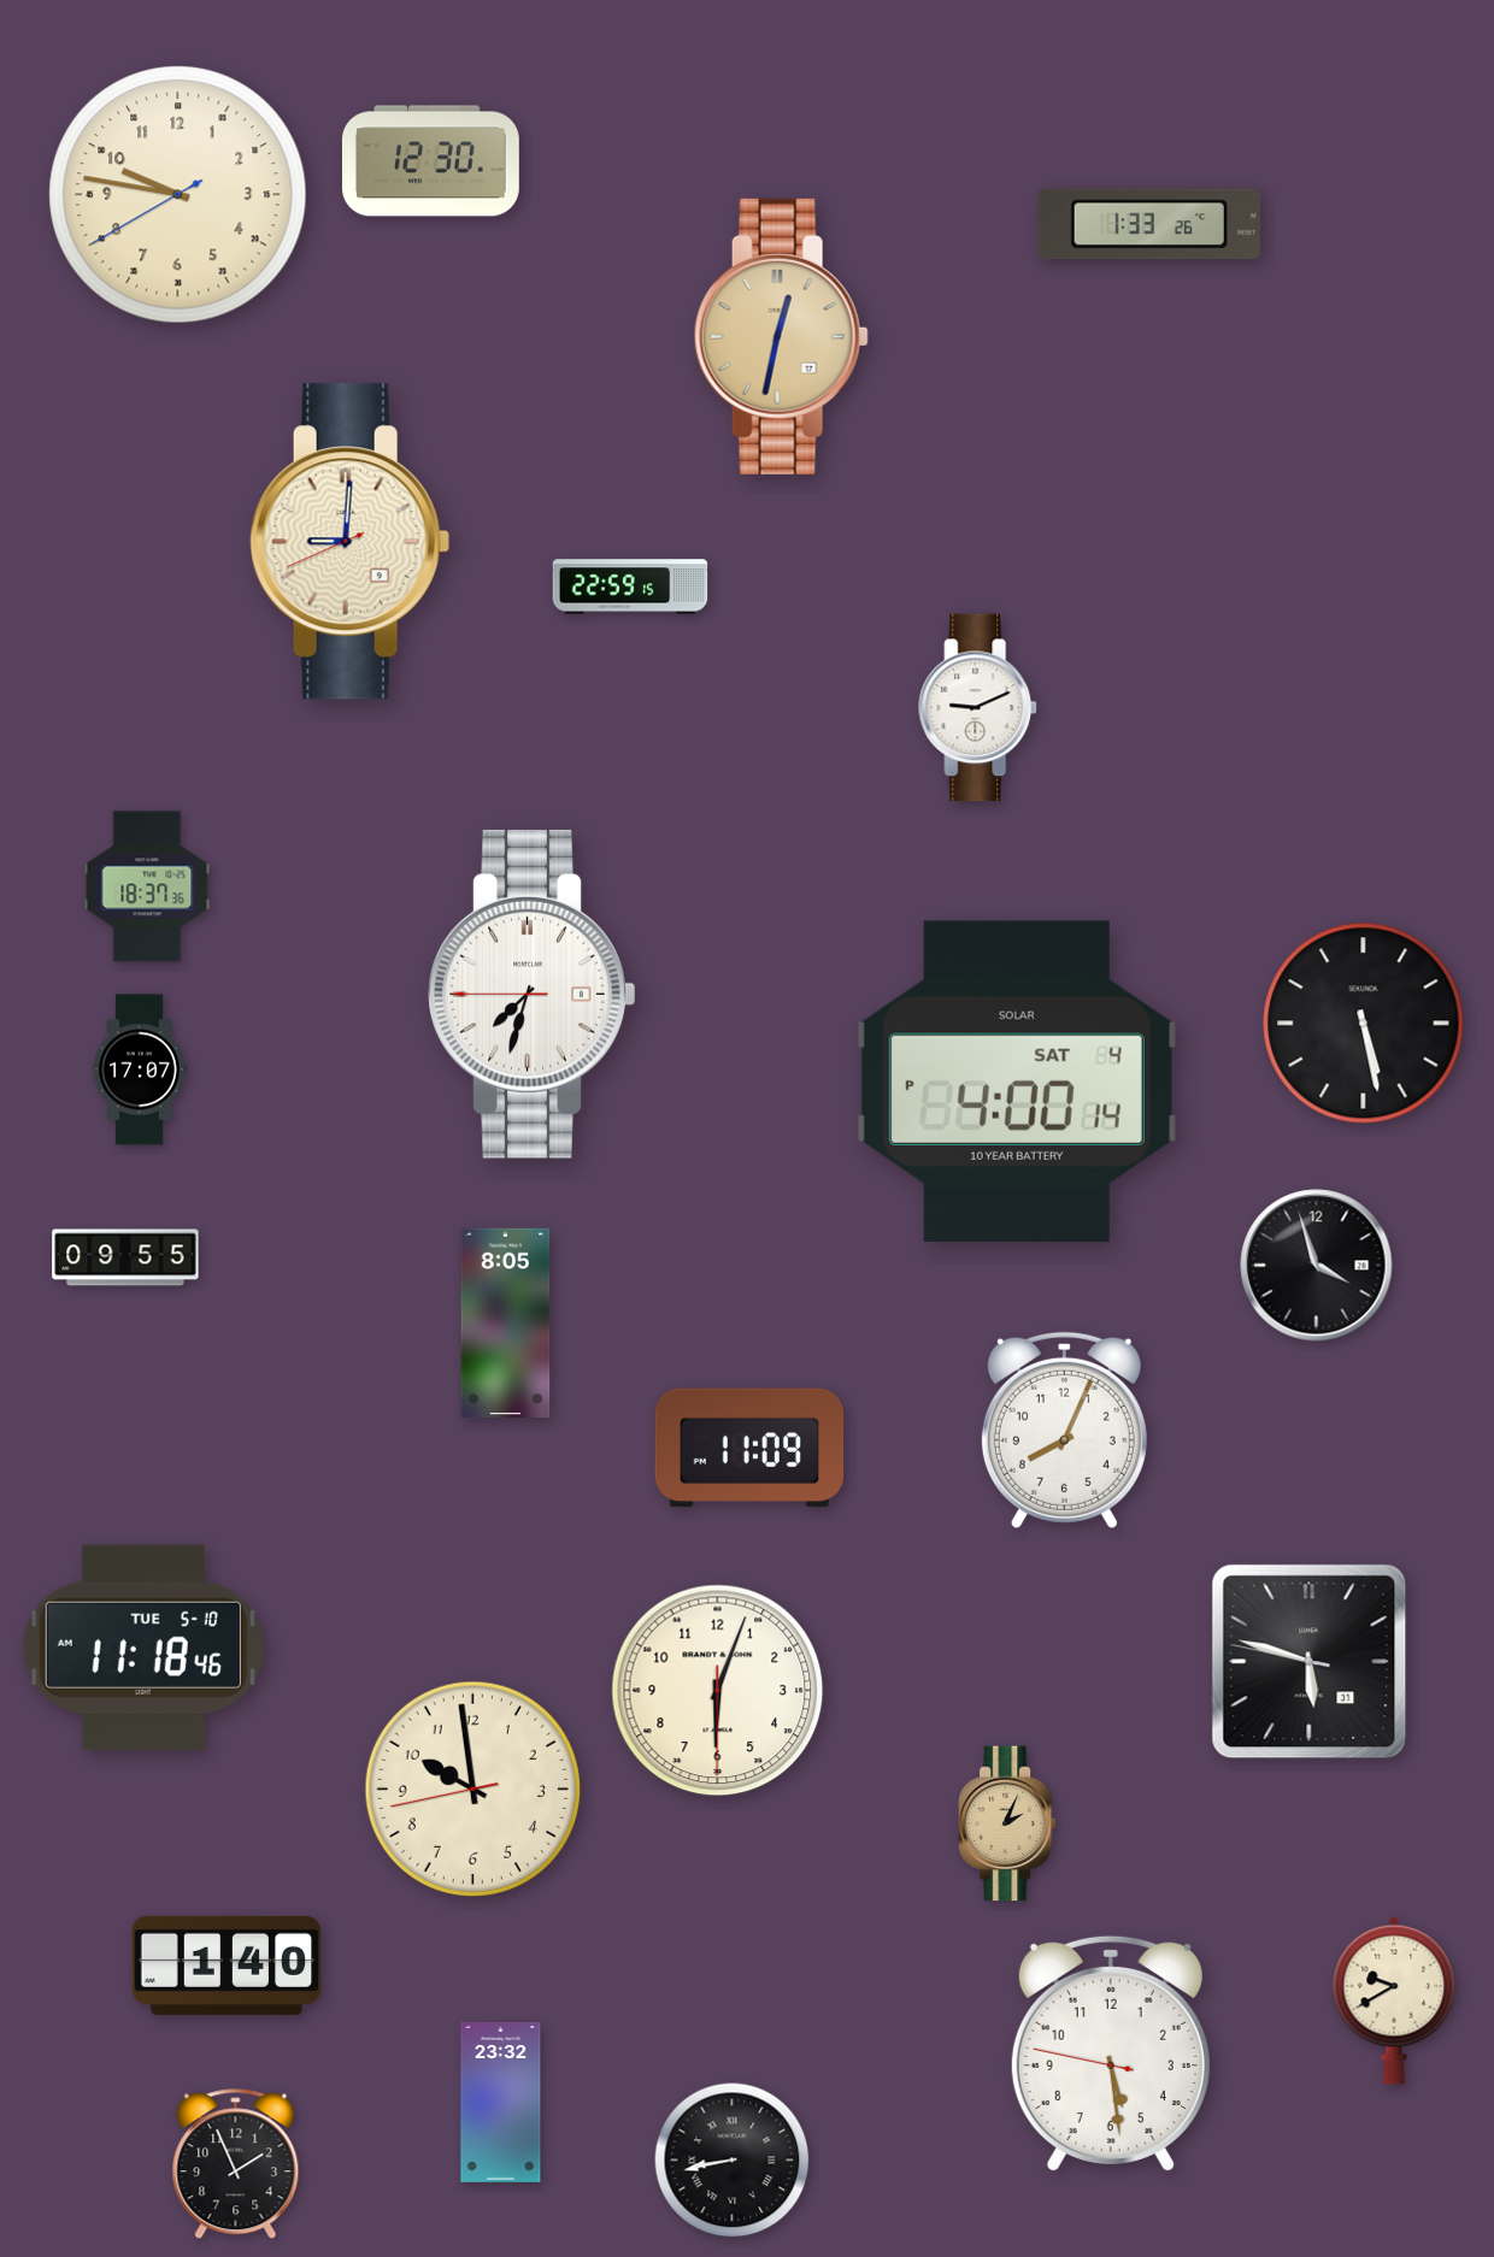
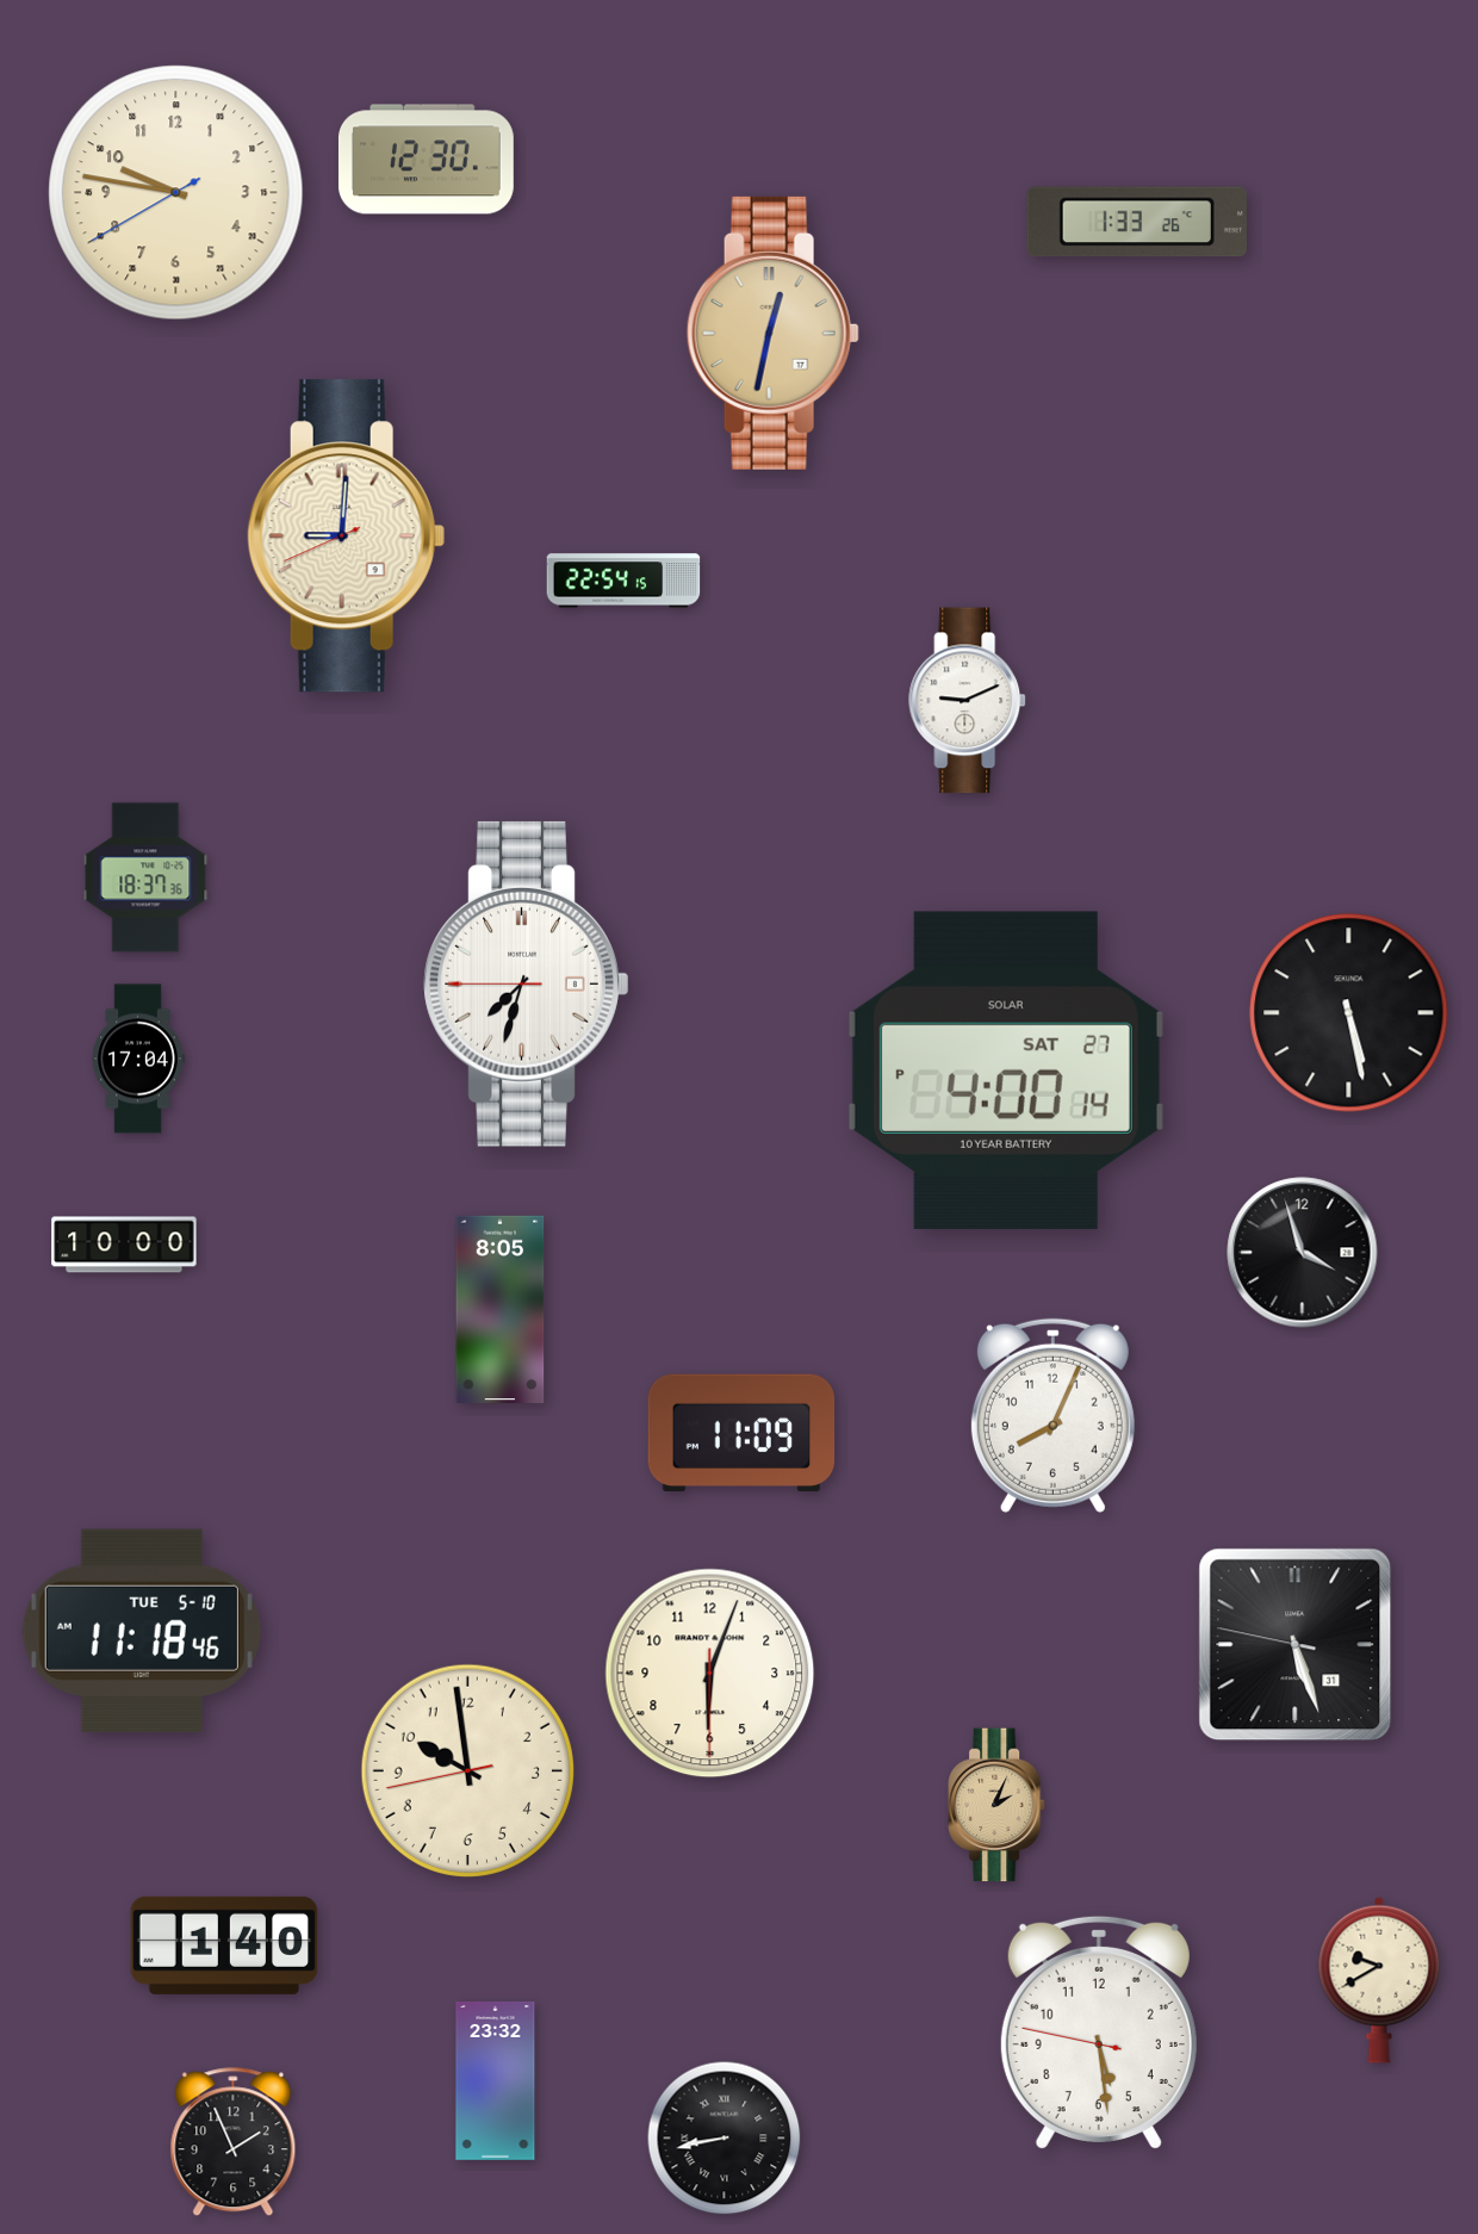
clock at (630, 587): 22:59 -> 22:54
clock at (140, 1069): 17:07 -> 17:04
clock at (1017, 1082) date: SAT 4 -> SAT 27
clock at (125, 1257): 09:55 -> 10:00
clock at (1310, 1662): 5:47 -> 5:26
